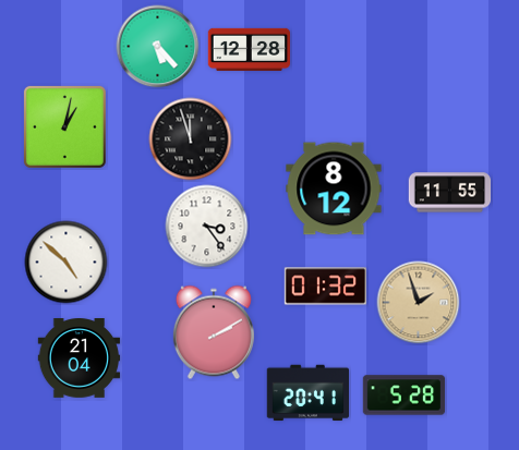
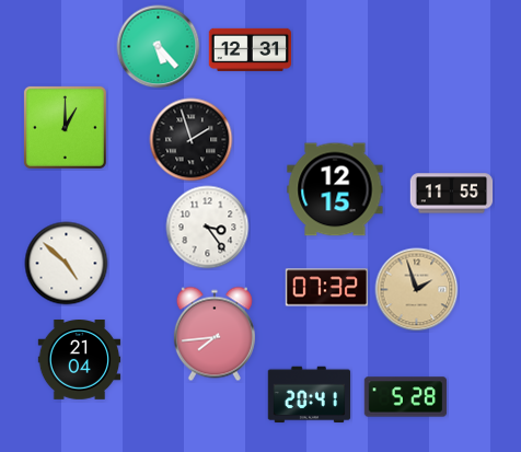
clock at (250, 49): 12:28 -> 12:31
clock at (64, 126): 1:02 -> 1:00
clock at (191, 139): 11:57 -> 1:57
clock at (334, 188): 8:12 -> 12:15
clock at (326, 287): 01:32 -> 07:32
clock at (419, 303) position: (419, 303) -> (417, 290)
clock at (214, 332): 2:10 -> 7:44
